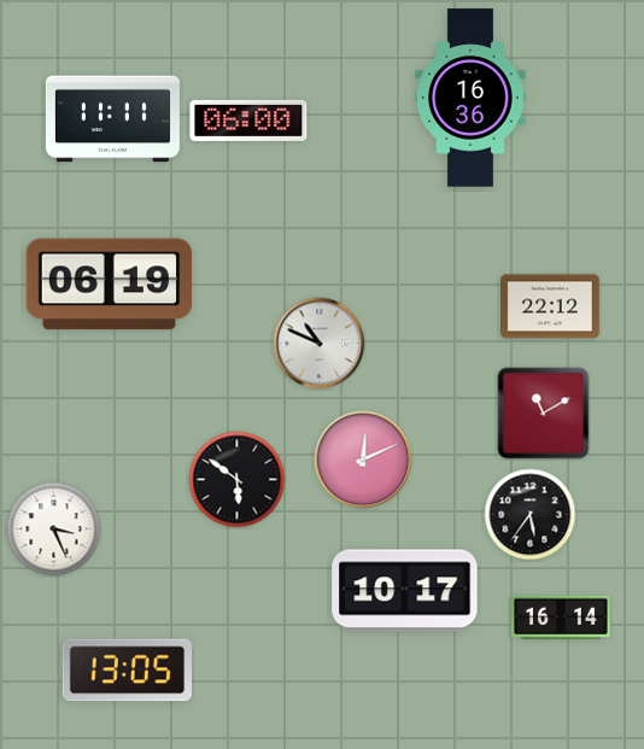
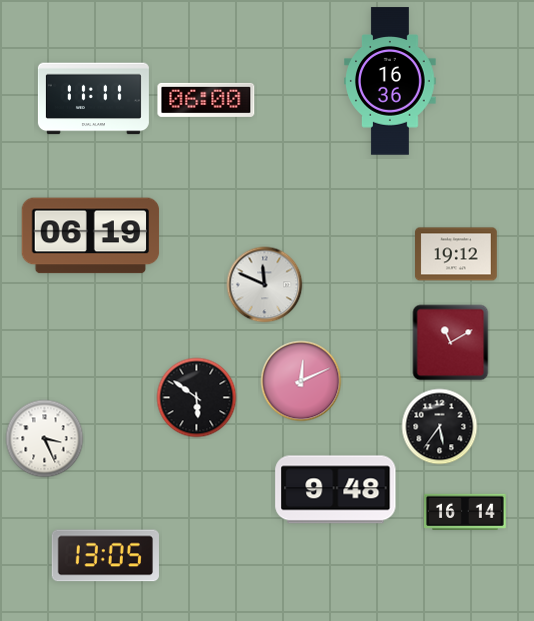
clock at (551, 306): 22:12 -> 19:12
clock at (320, 344): 10:49 -> 11:49
clock at (405, 591): 10:17 -> 9:48
